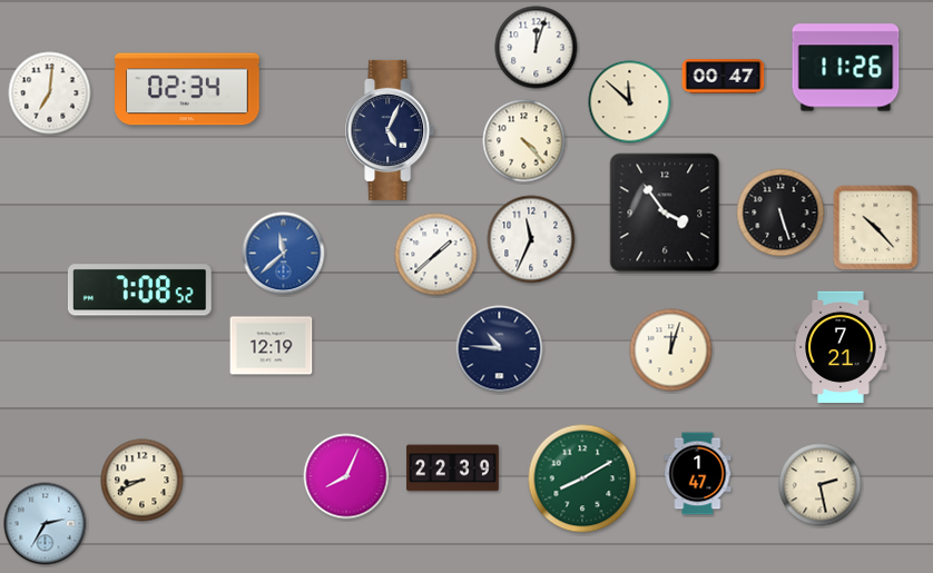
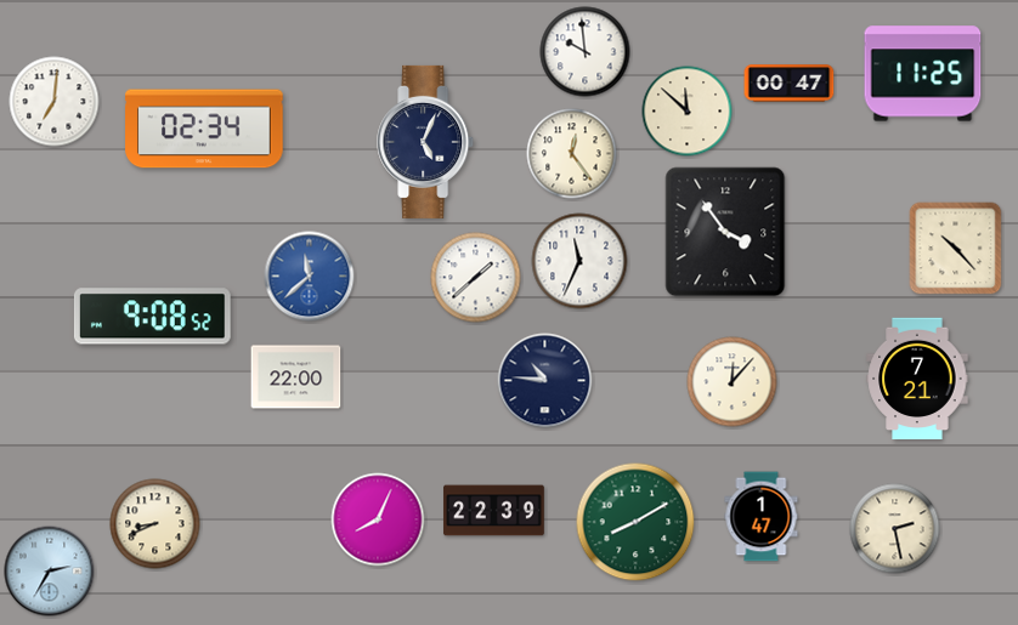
clock at (537, 48): 12:03 -> 9:59
clock at (846, 68): 11:26 -> 11:25
clock at (187, 89) position: (187, 89) -> (204, 129)
clock at (524, 141): 4:23 -> 12:24
clock at (780, 213): 5:27 -> none
clock at (139, 290): 7:08 -> 9:08
clock at (272, 346): 12:19 -> 22:00
clock at (671, 350): 12:03 -> 12:07
